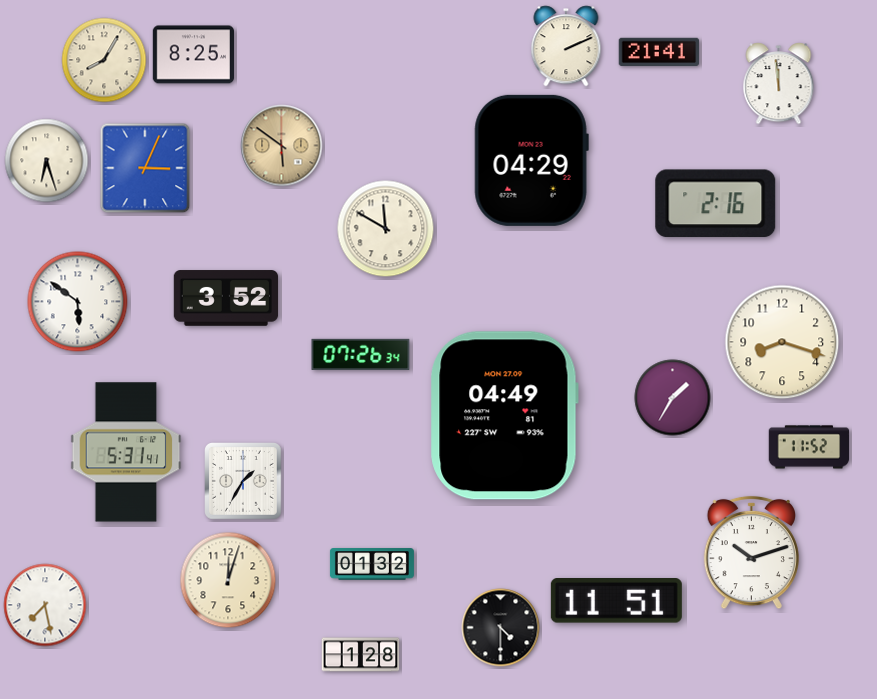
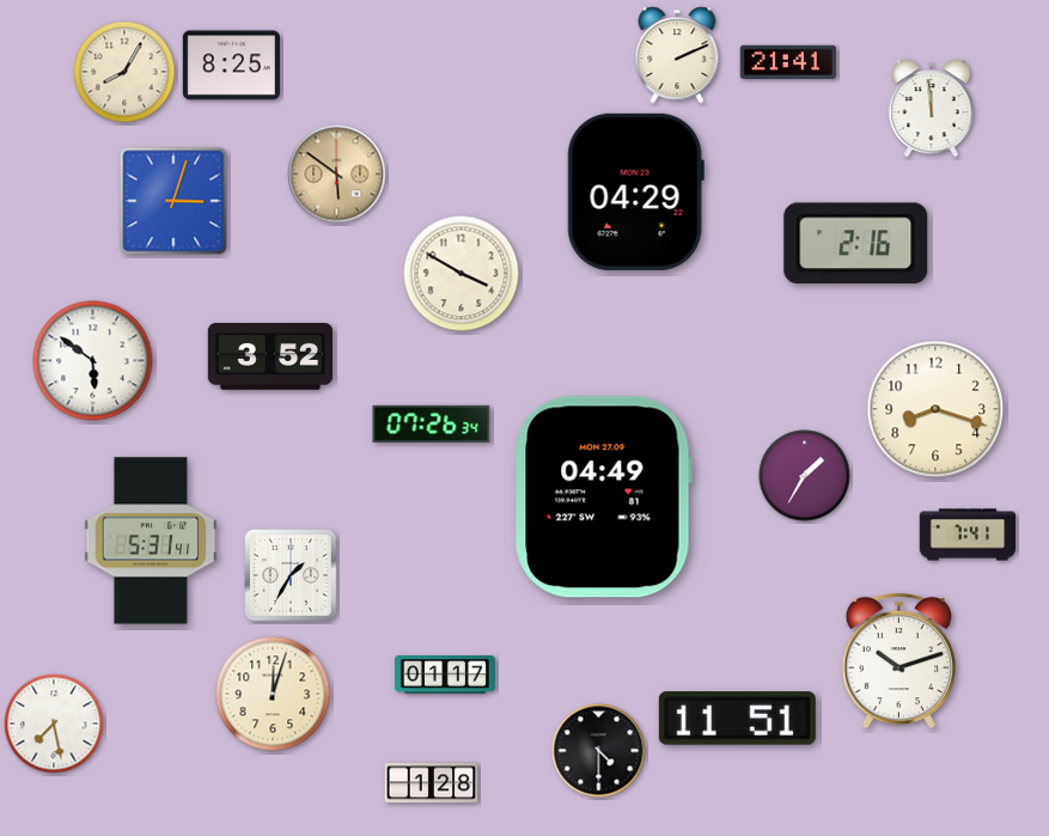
clock at (779, 84) position: (779, 84) -> (932, 109)
clock at (47, 161): 6:27 -> none
clock at (145, 168): 3:04 -> 3:03
clock at (386, 229): 11:50 -> 3:50
clock at (809, 447): 11:52 -> 7:41
clock at (372, 564): 01:32 -> 01:17
